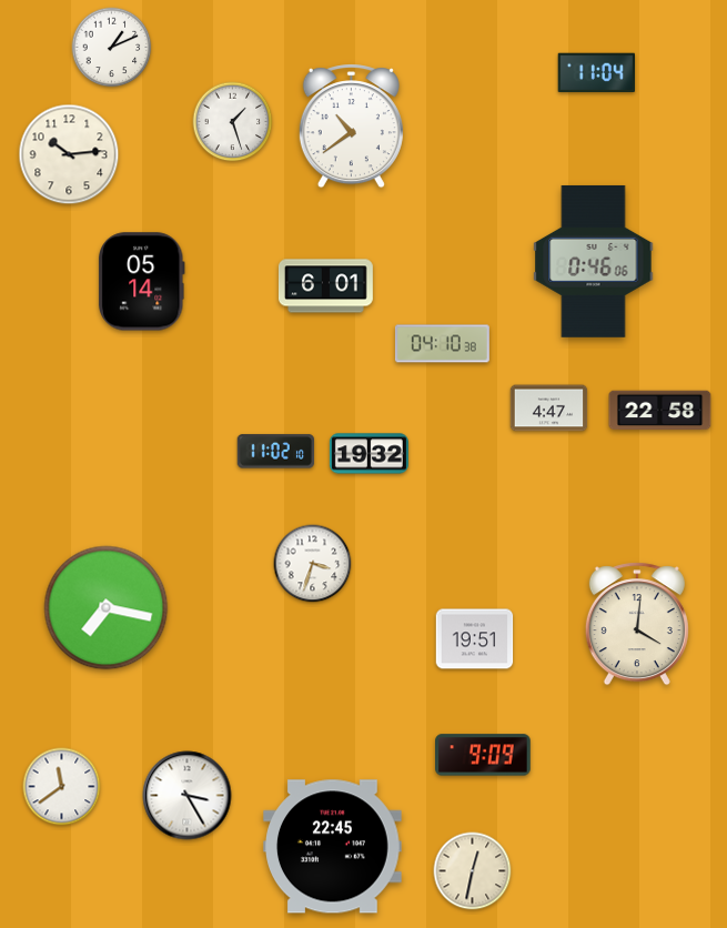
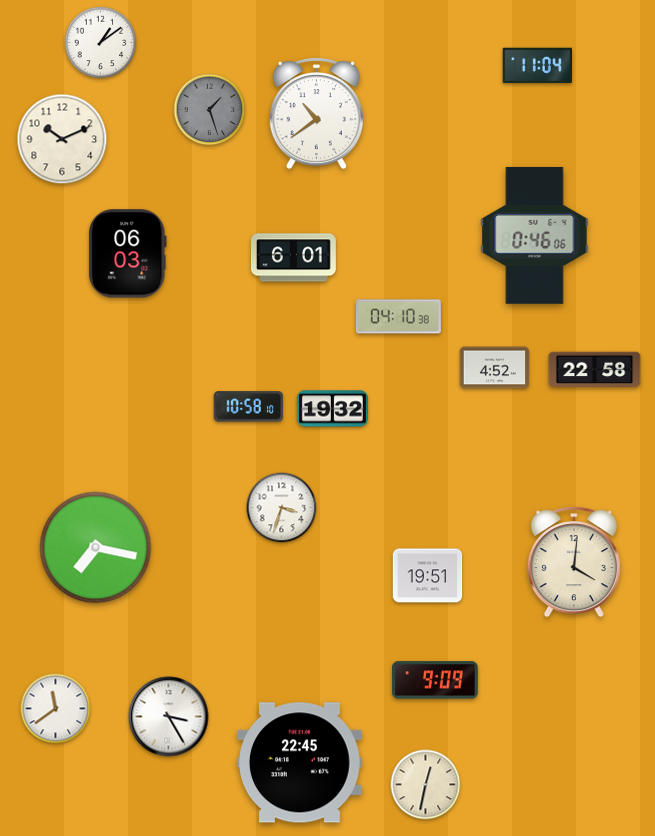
clock at (112, 48): 1:11 -> 1:09
clock at (233, 122) dial: white -> grey
clock at (69, 154): 10:14 -> 10:11
clock at (141, 282): 05:14 -> 06:03
clock at (442, 344) position: (442, 344) -> (398, 317)
clock at (549, 408): 4:47 -> 4:52
clock at (276, 452): 11:02 -> 10:58
